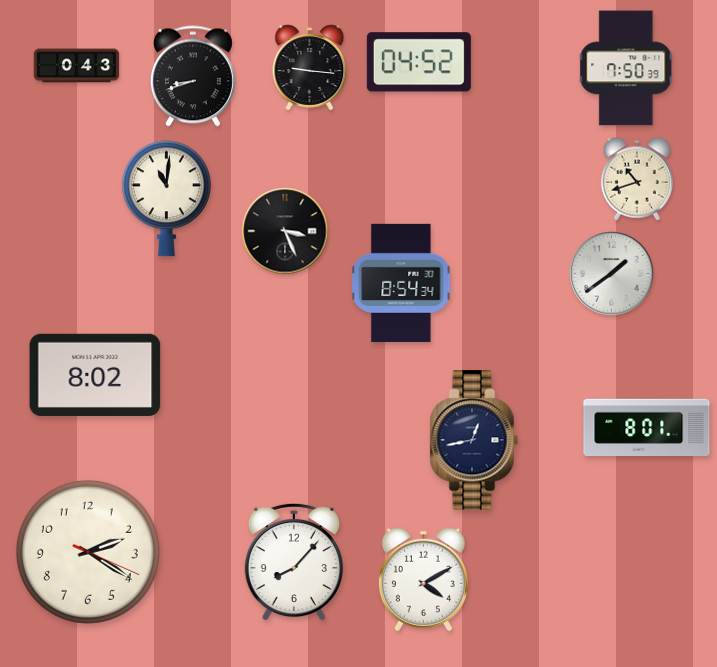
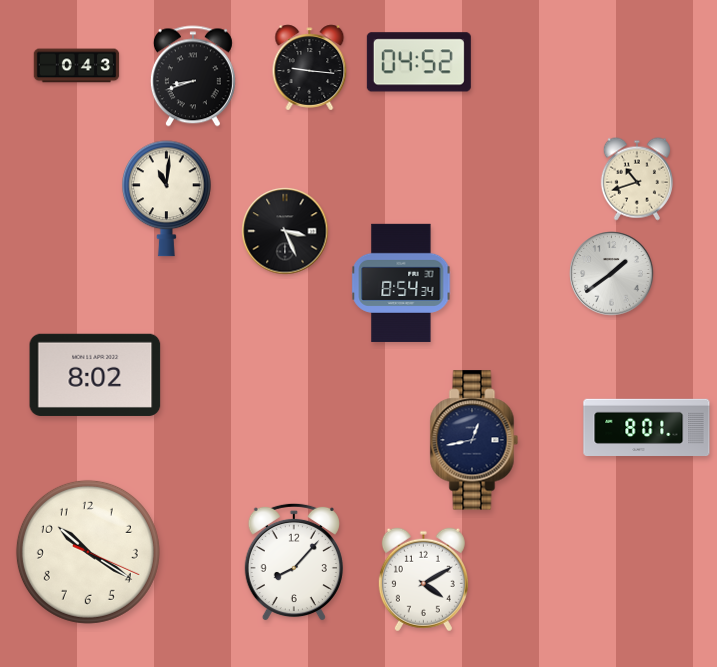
clock at (627, 68): 7:50 -> none
clock at (88, 552): 2:20 -> 10:20
